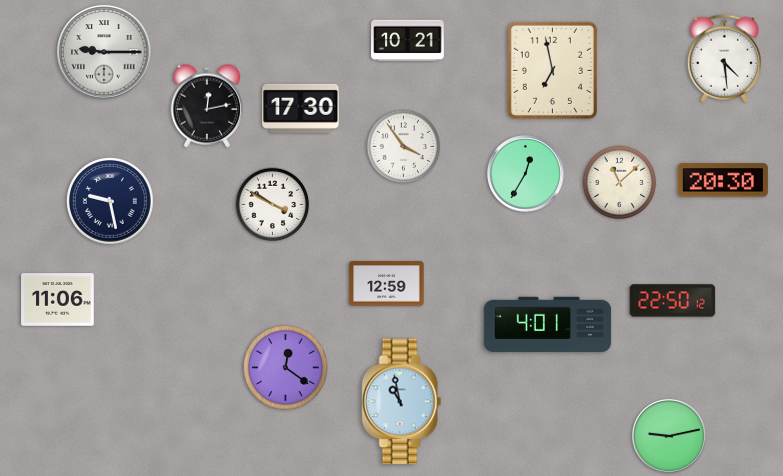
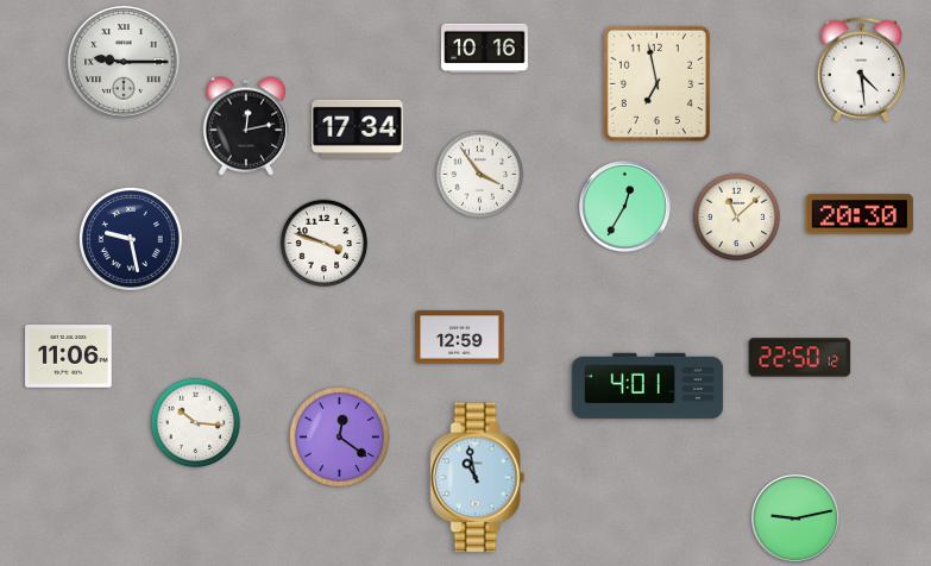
clock at (408, 41): 10:21 -> 10:16
clock at (301, 108): 17:30 -> 17:34
clock at (273, 205): 3:50 -> 3:48
clock at (548, 325) position: (548, 325) -> (648, 386)
clock at (196, 423): none -> 10:16
